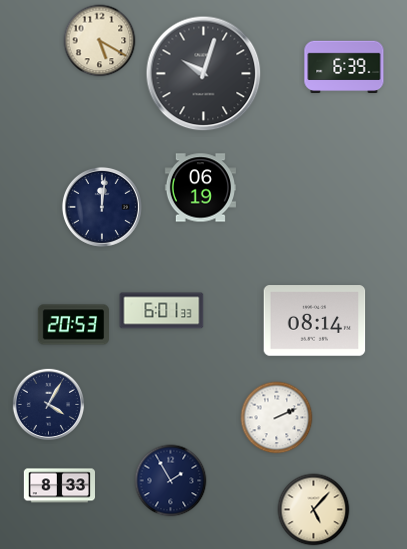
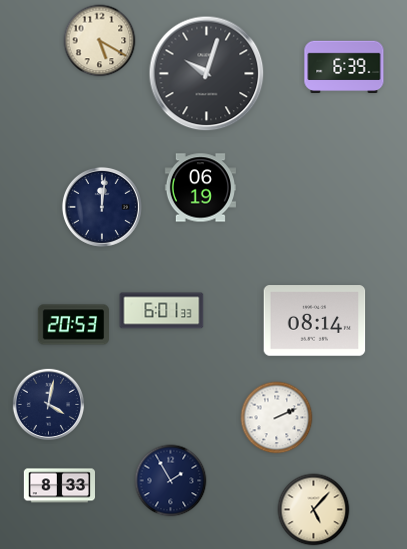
clock at (204, 74) position: (204, 74) -> (207, 74)
clock at (49, 405): 4:05 -> 4:02
